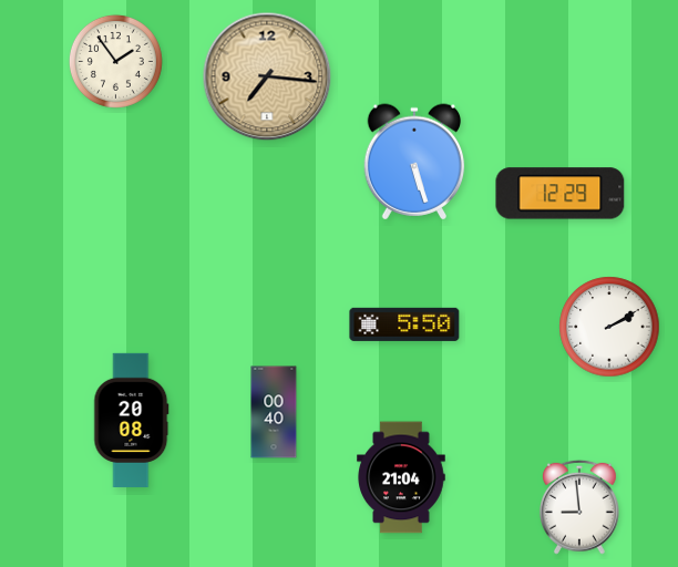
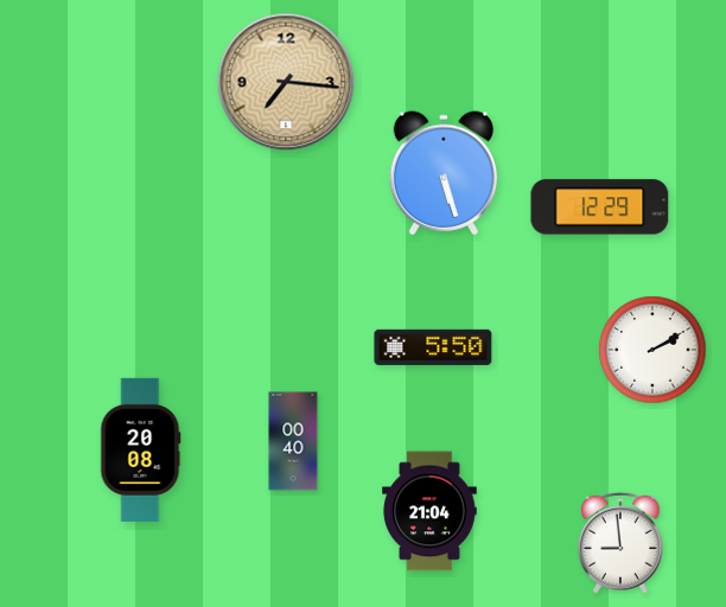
clock at (115, 61): 1:54 -> none
